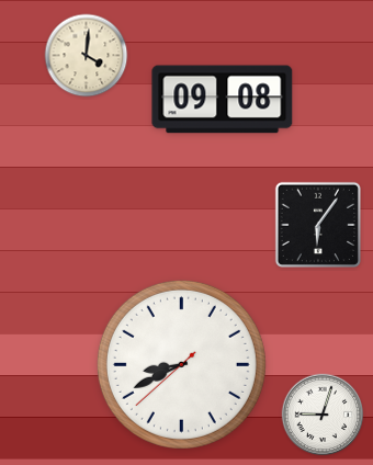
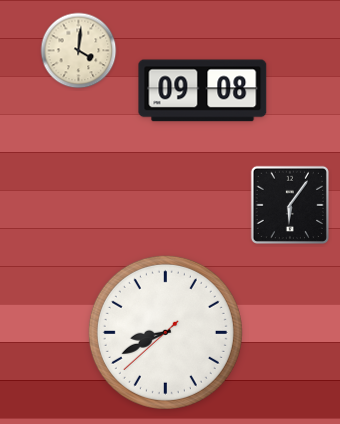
clock at (323, 415): 9:03 -> none
